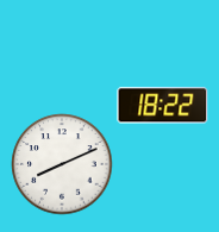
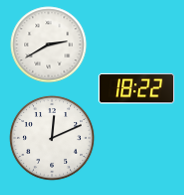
clock at (49, 45): none -> 2:40
clock at (62, 164): 8:11 -> 12:11
